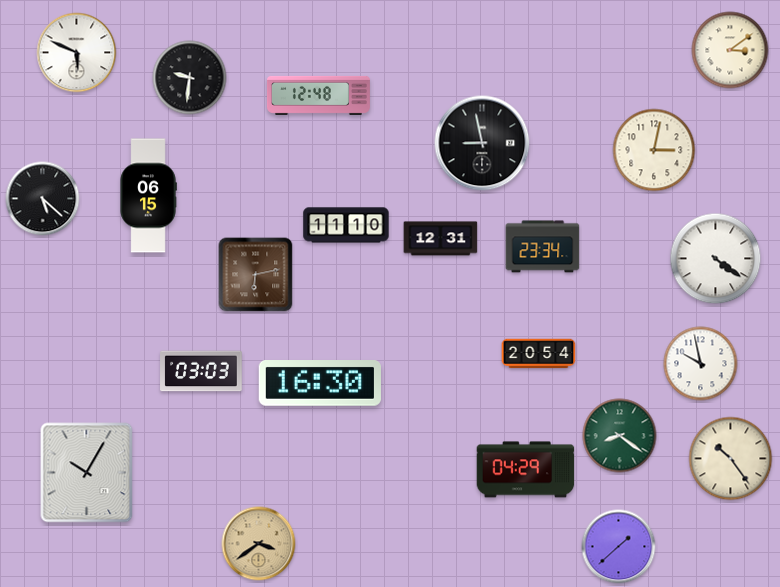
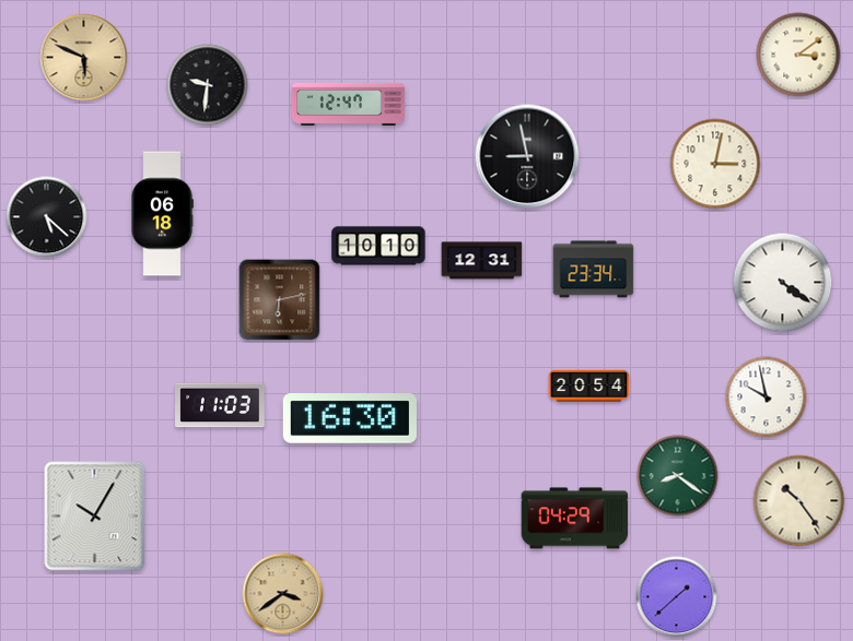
clock at (77, 53) dial: white -> champagne
clock at (318, 95): 12:48 -> 12:47
clock at (148, 196): 06:15 -> 06:18
clock at (346, 225): 11:10 -> 10:10
clock at (201, 371): 03:03 -> 11:03
clock at (526, 470) position: (526, 470) -> (575, 519)
